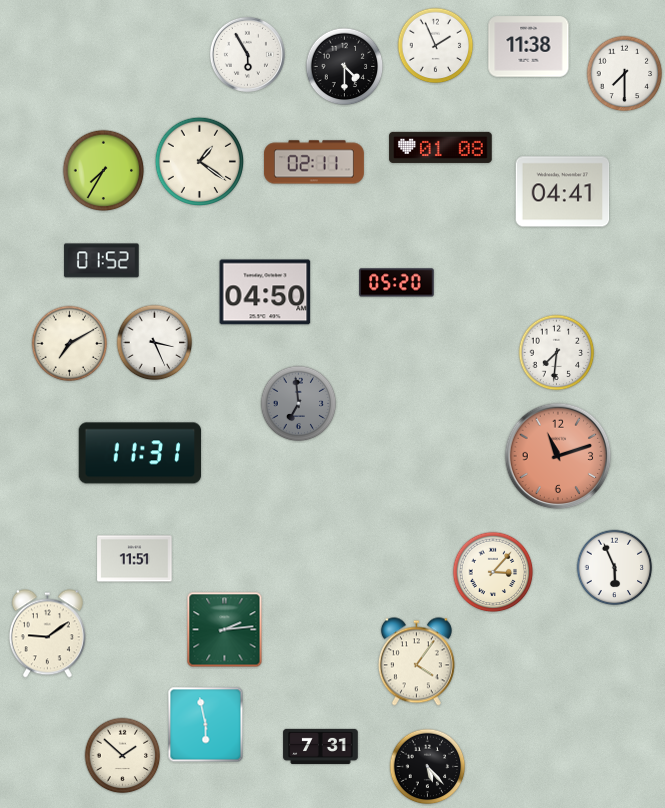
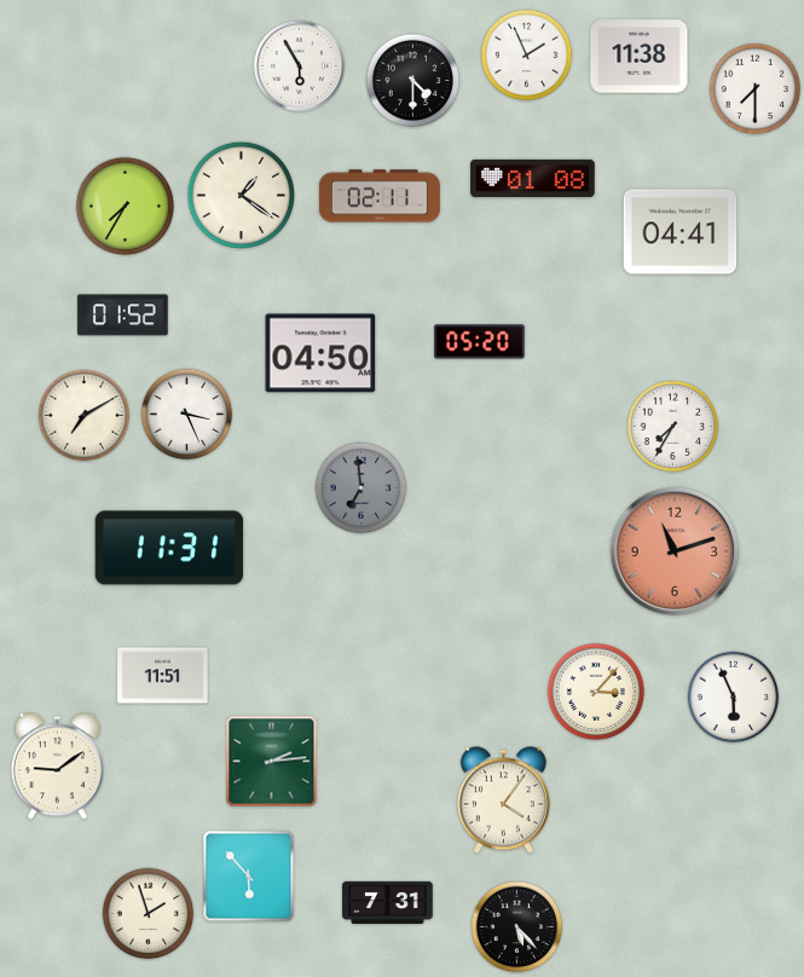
clock at (345, 67) position: (345, 67) -> (413, 81)
clock at (557, 353): 7:31 -> 7:35
clock at (615, 568) position: (615, 568) -> (734, 698)
clock at (206, 725): 5:58 -> 5:53
clock at (123, 756): 1:52 -> 1:57
